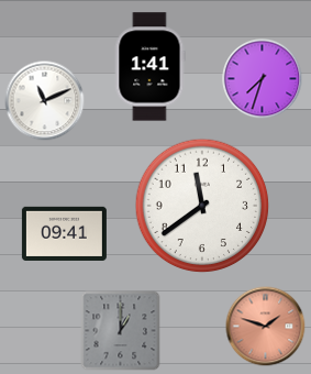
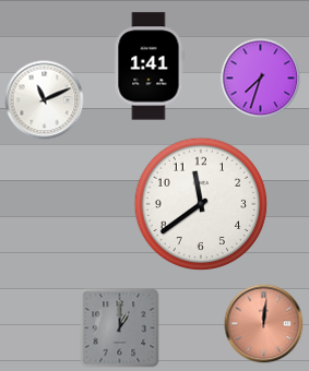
clock at (64, 233): 09:41 -> none
clock at (266, 327): 1:48 -> 12:01
